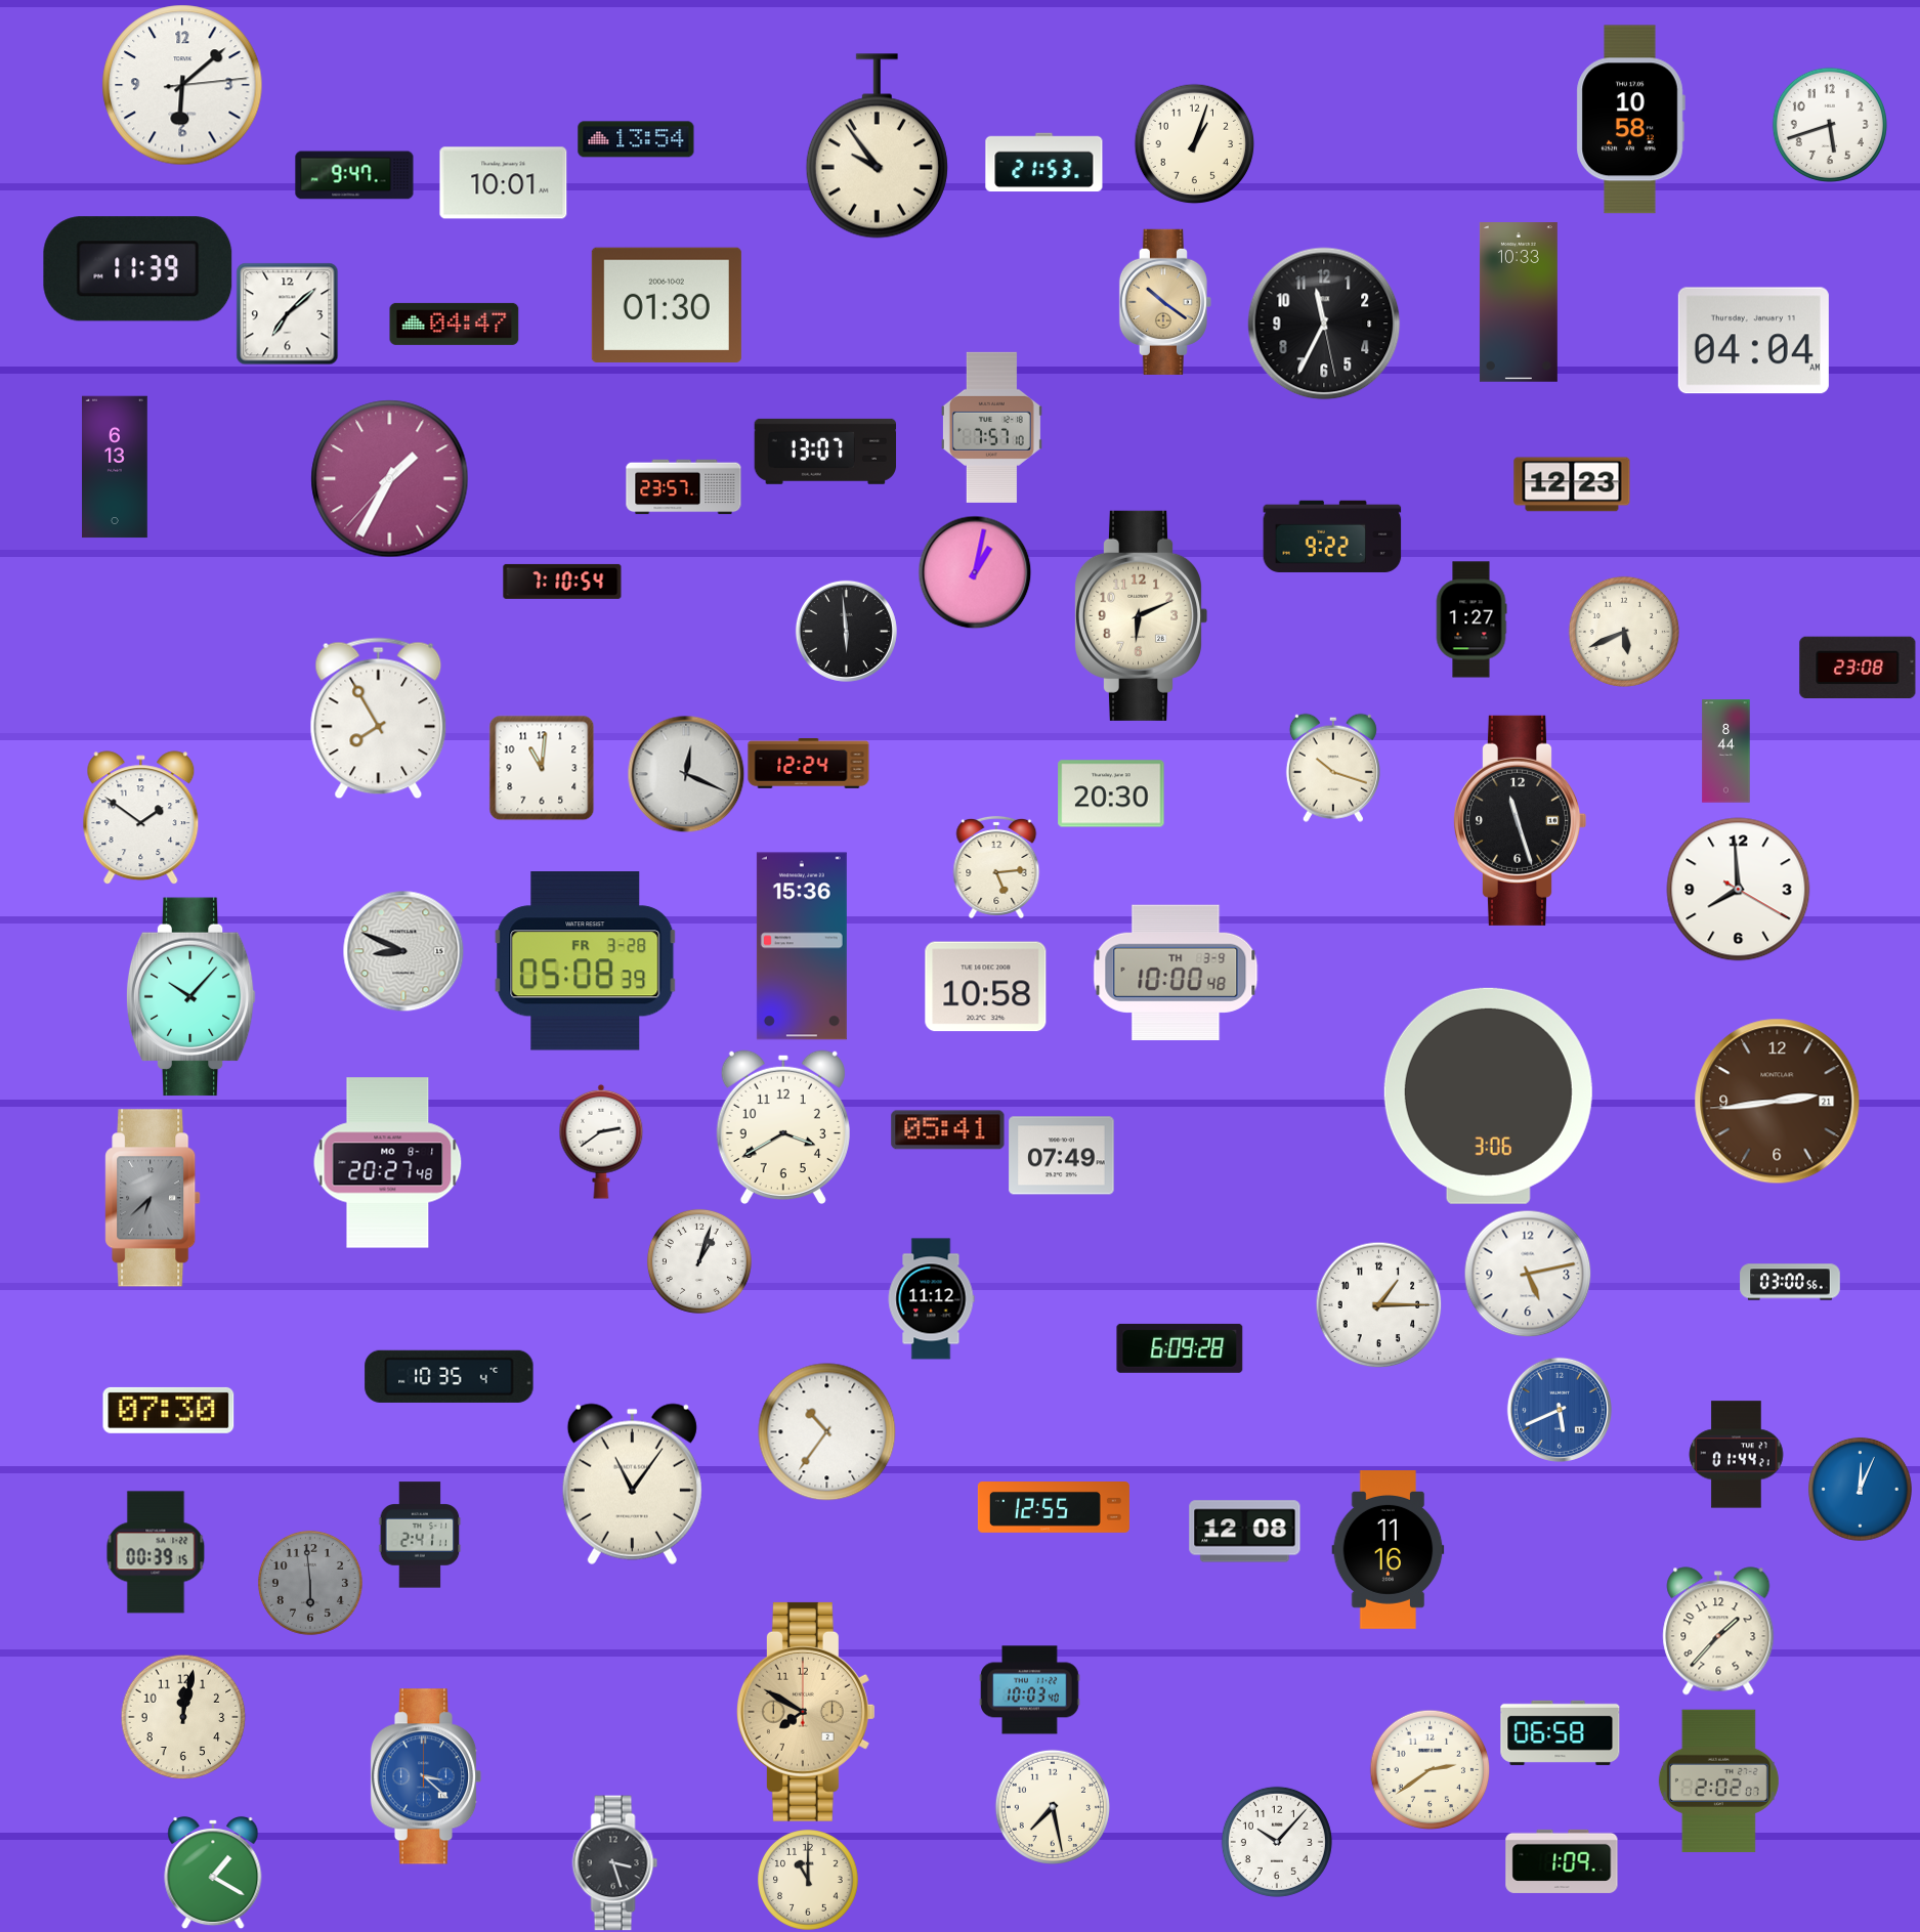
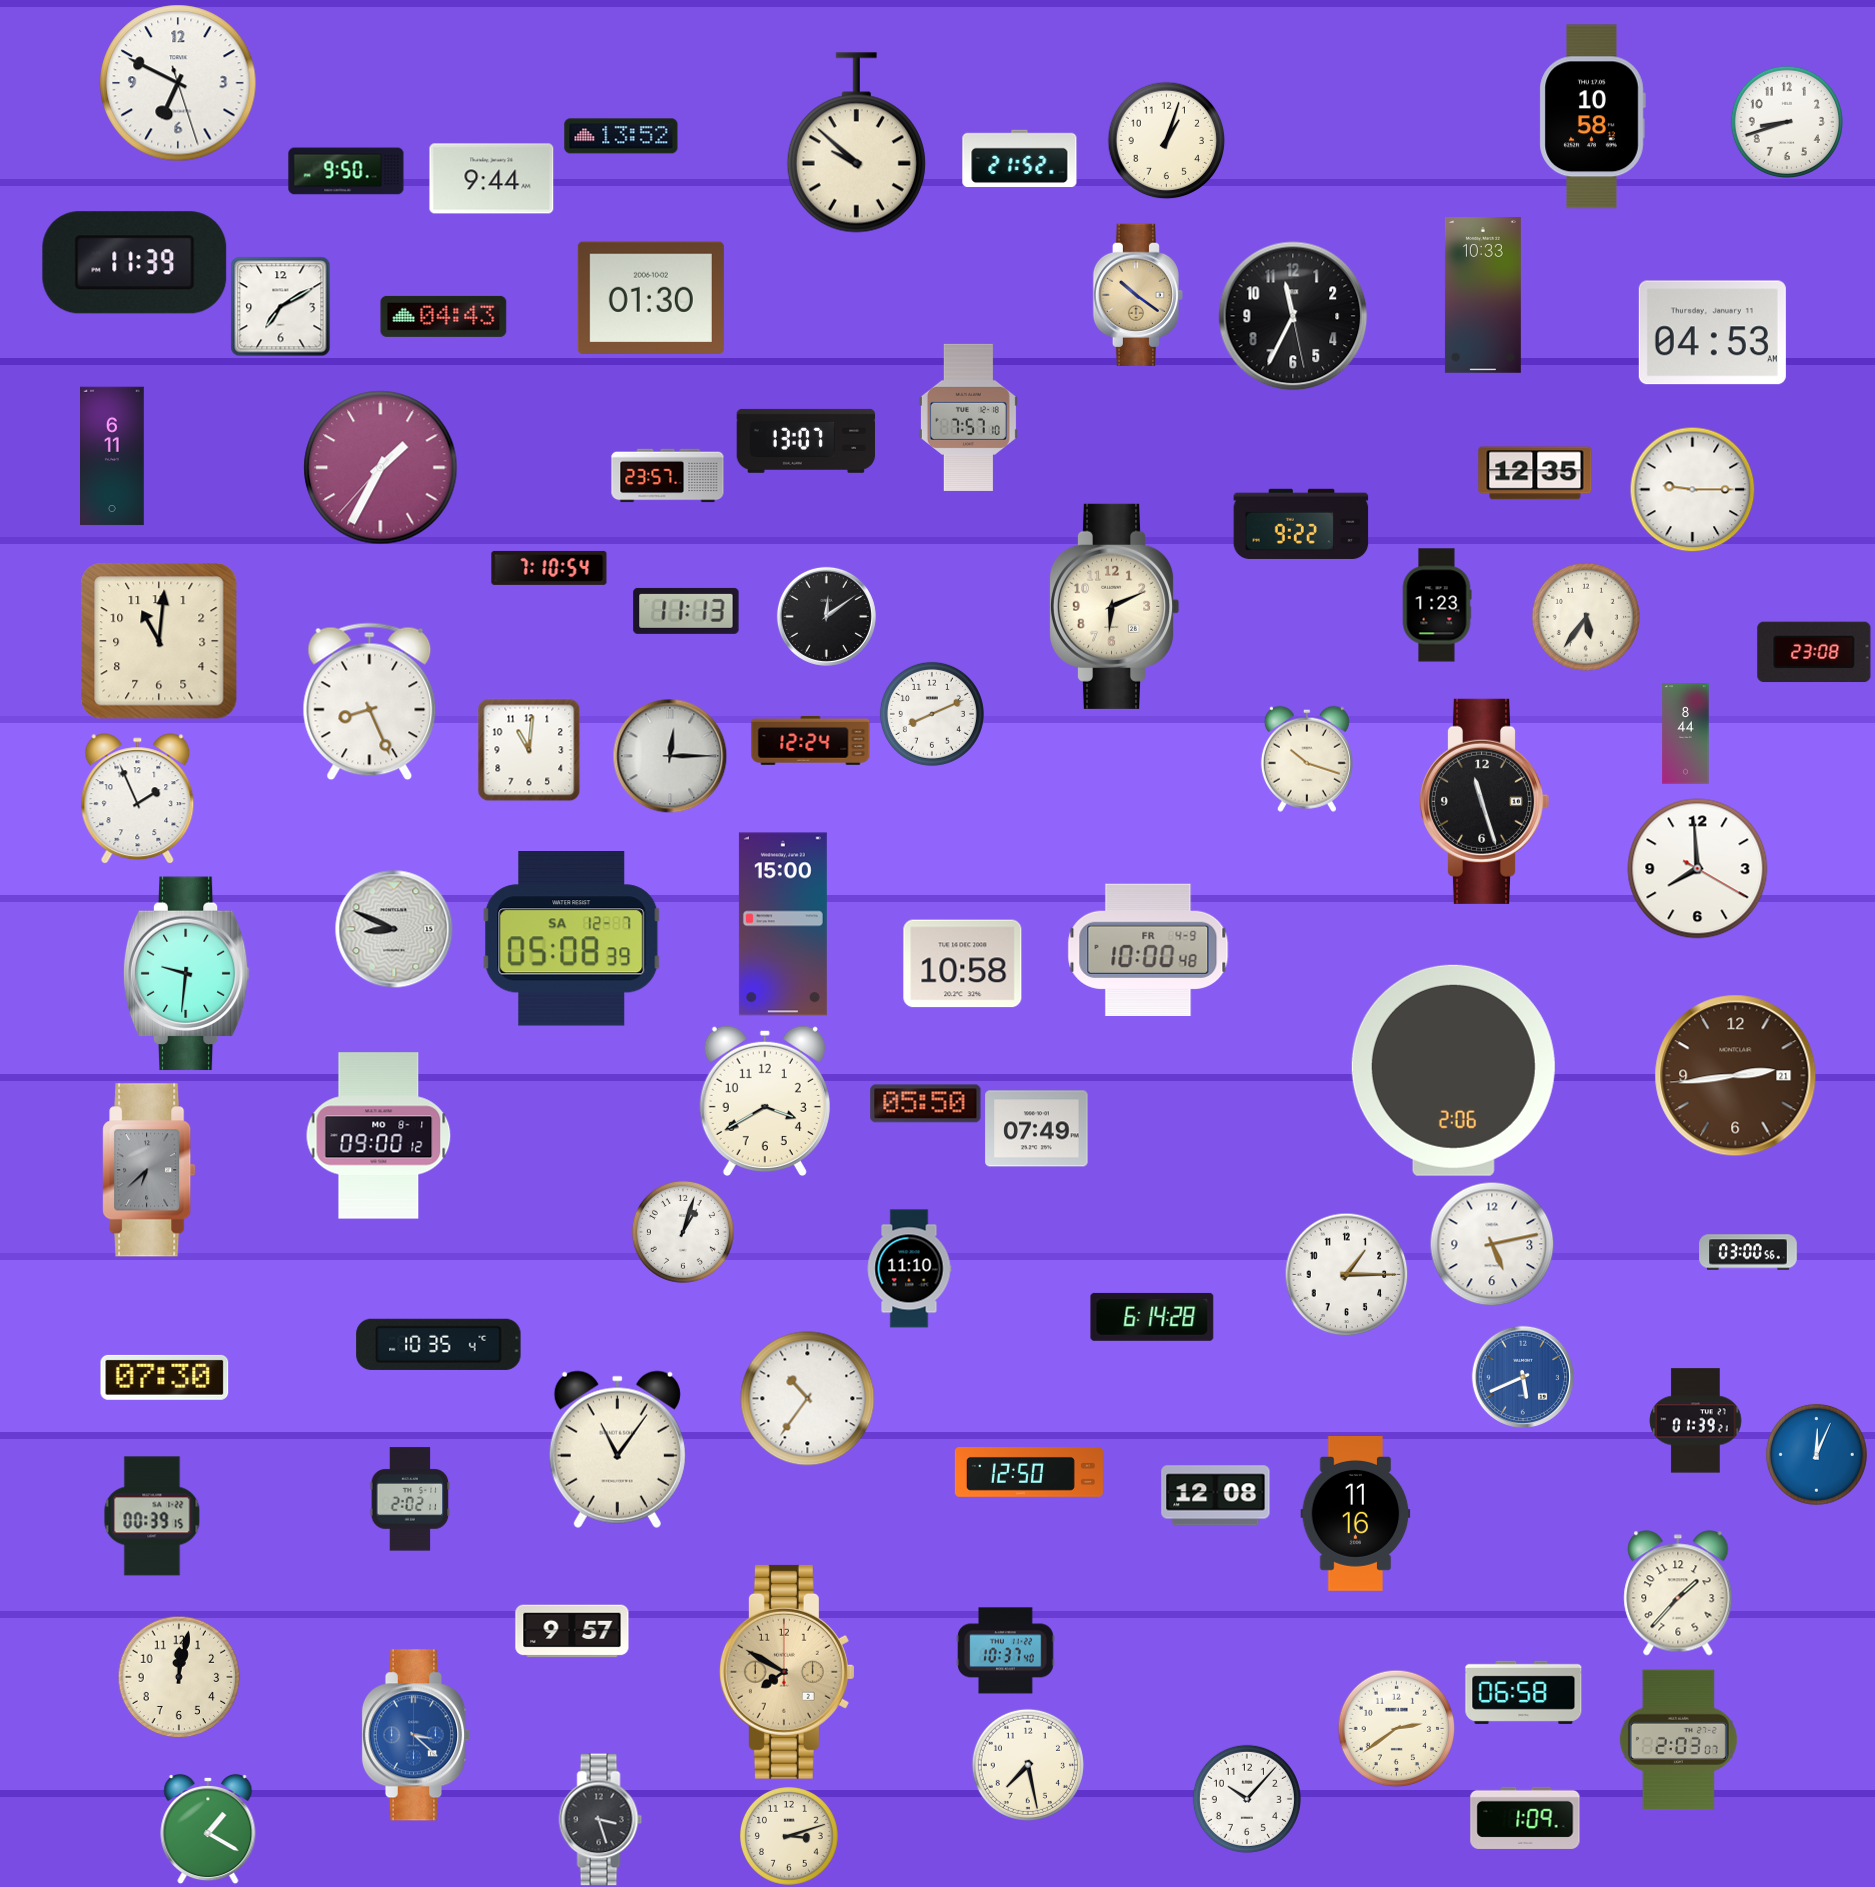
clock at (182, 85): 6:08 -> 6:49
clock at (1830, 125): 5:42 -> 8:42
clock at (636, 139): 13:54 -> 13:52
clock at (877, 146): 9:54 -> 9:52
clock at (1044, 163): 21:53 -> 21:52
clock at (354, 175): 9:47 -> 9:50
clock at (504, 183): 10:01 -> 9:44
clock at (287, 313): 7:08 -> 7:10
clock at (455, 324): 04:47 -> 04:43
clock at (1753, 341): 04:04 -> 04:53
clock at (115, 467): 6:13 -> 6:11
clock at (1572, 484): 12:23 -> 12:35
clock at (1692, 489): none -> 9:15
clock at (975, 572): 1:02 -> none
clock at (1141, 615) position: (1141, 615) -> (1114, 606)
clock at (1471, 619): 1:27 -> 1:23
clock at (686, 611): none -> 11:13
clock at (846, 631): 5:59 -> 12:09
clock at (1624, 632): 5:41 -> 5:36
clock at (159, 641): none -> 11:01
clock at (379, 719): 7:55 -> 8:26
clock at (932, 714): none -> 8:11
clock at (809, 763) position: (809, 763) -> (811, 740)
clock at (1333, 768) position: (1333, 768) -> (1307, 759)
clock at (686, 774): 12:19 -> 12:15
clock at (1111, 793): 20:30 -> none
clock at (141, 818): 1:51 -> 1:56
clock at (996, 867): 5:14 -> none
clock at (802, 946): 15:36 -> 15:00
clock at (586, 961) date: FR 3-28 -> SA 12-7
clock at (1176, 973) date: TH 3-9 -> FR 4-9
clock at (190, 997): 10:07 -> 9:31
clock at (1488, 1096): 3:06 -> 2:06
clock at (948, 1130): 05:41 -> 05:50
clock at (601, 1142): 2:39 -> none
clock at (388, 1163): 20:27 -> 09:00
clock at (931, 1299): 11:12 -> 11:10
clock at (1180, 1348): 6:09 -> 6:14
clock at (1737, 1455): 01:44 -> 01:39
clock at (1054, 1508): 12:55 -> 12:50
clock at (420, 1535): 2:41 -> 2:02
clock at (310, 1583): 5:59 -> none
clock at (572, 1631): none -> 9:57
clock at (1030, 1690): 10:03 -> 10:37
clock at (1718, 1781): 2:02 -> 2:03
clock at (809, 1881): 11:00 -> 3:12
